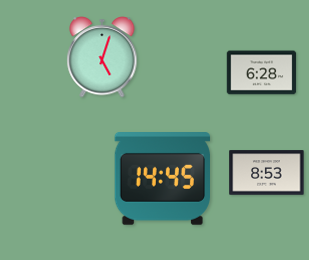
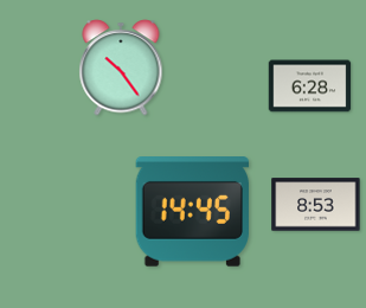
clock at (102, 57): 5:03 -> 10:24
